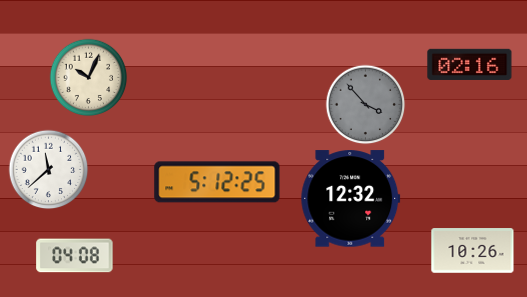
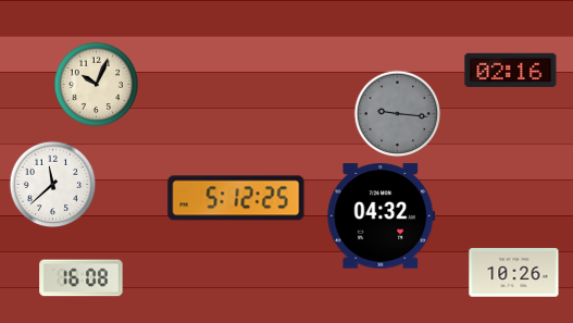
clock at (365, 104): 3:53 -> 9:16
clock at (351, 199): 12:32 -> 04:32
clock at (75, 256): 04:08 -> 16:08
